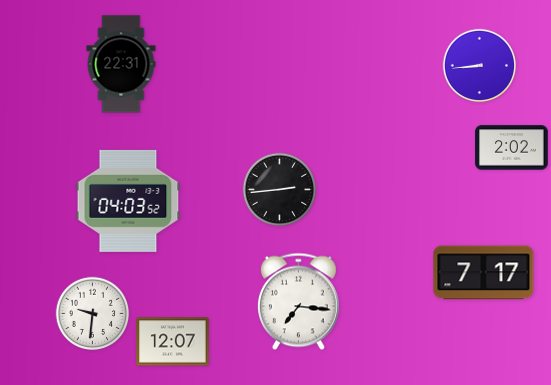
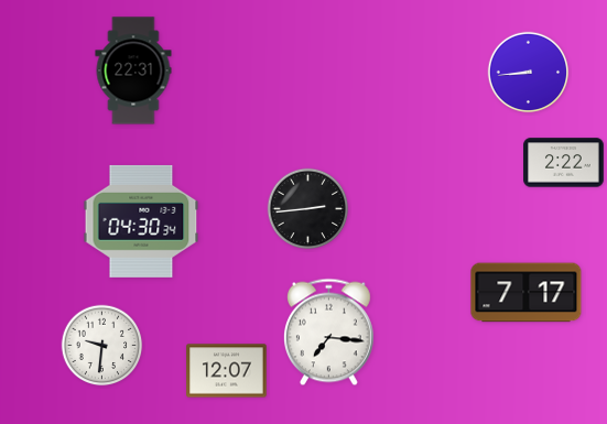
clock at (512, 148): 2:02 -> 2:22
clock at (128, 201): 04:03 -> 04:30
clock at (484, 273) position: (484, 273) -> (527, 293)
clock at (173, 342) position: (173, 342) -> (227, 371)
